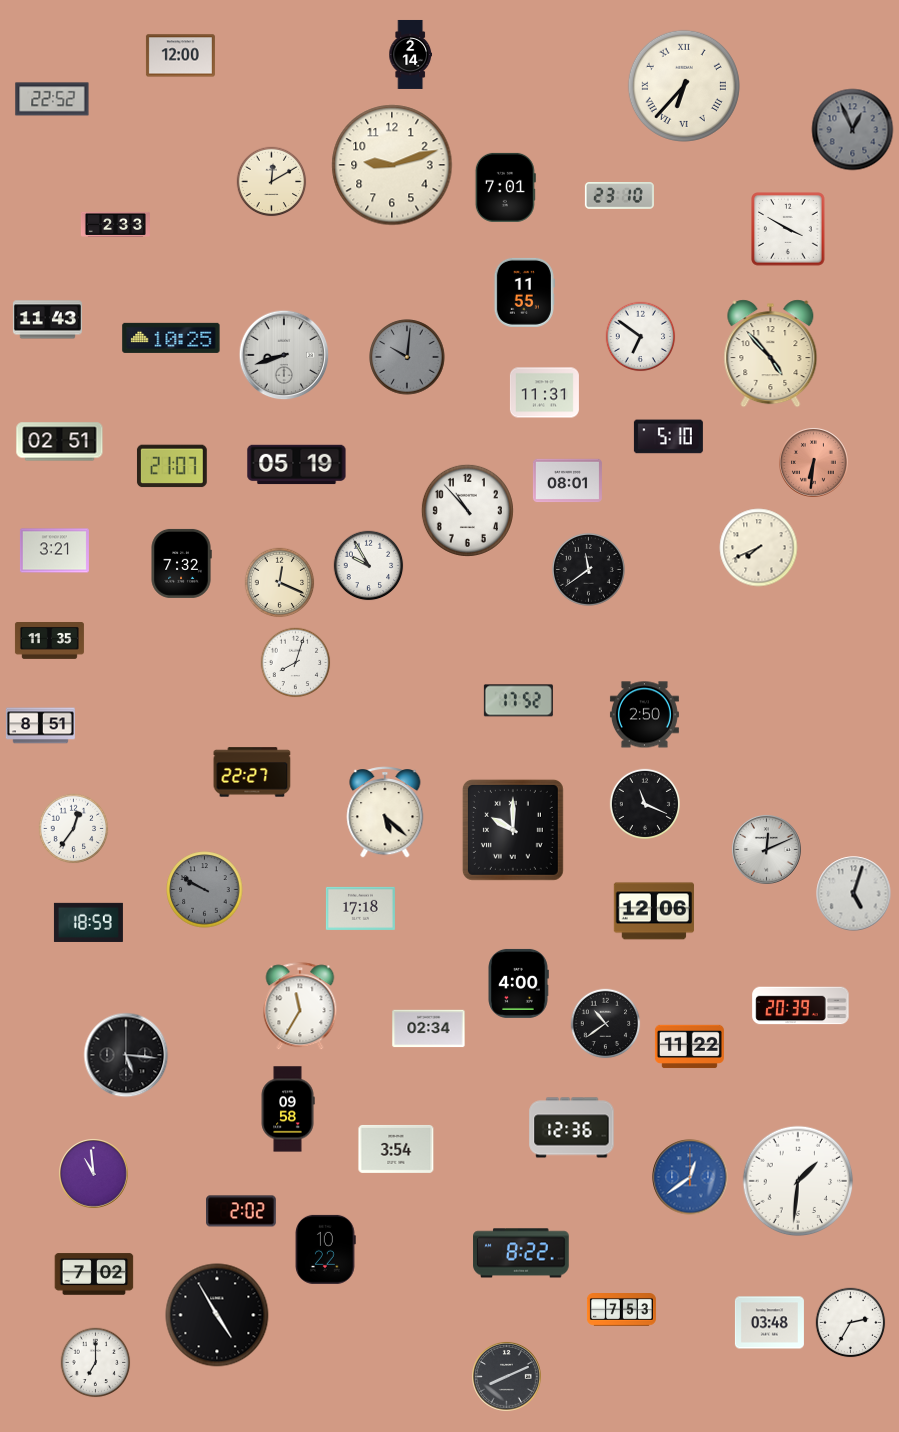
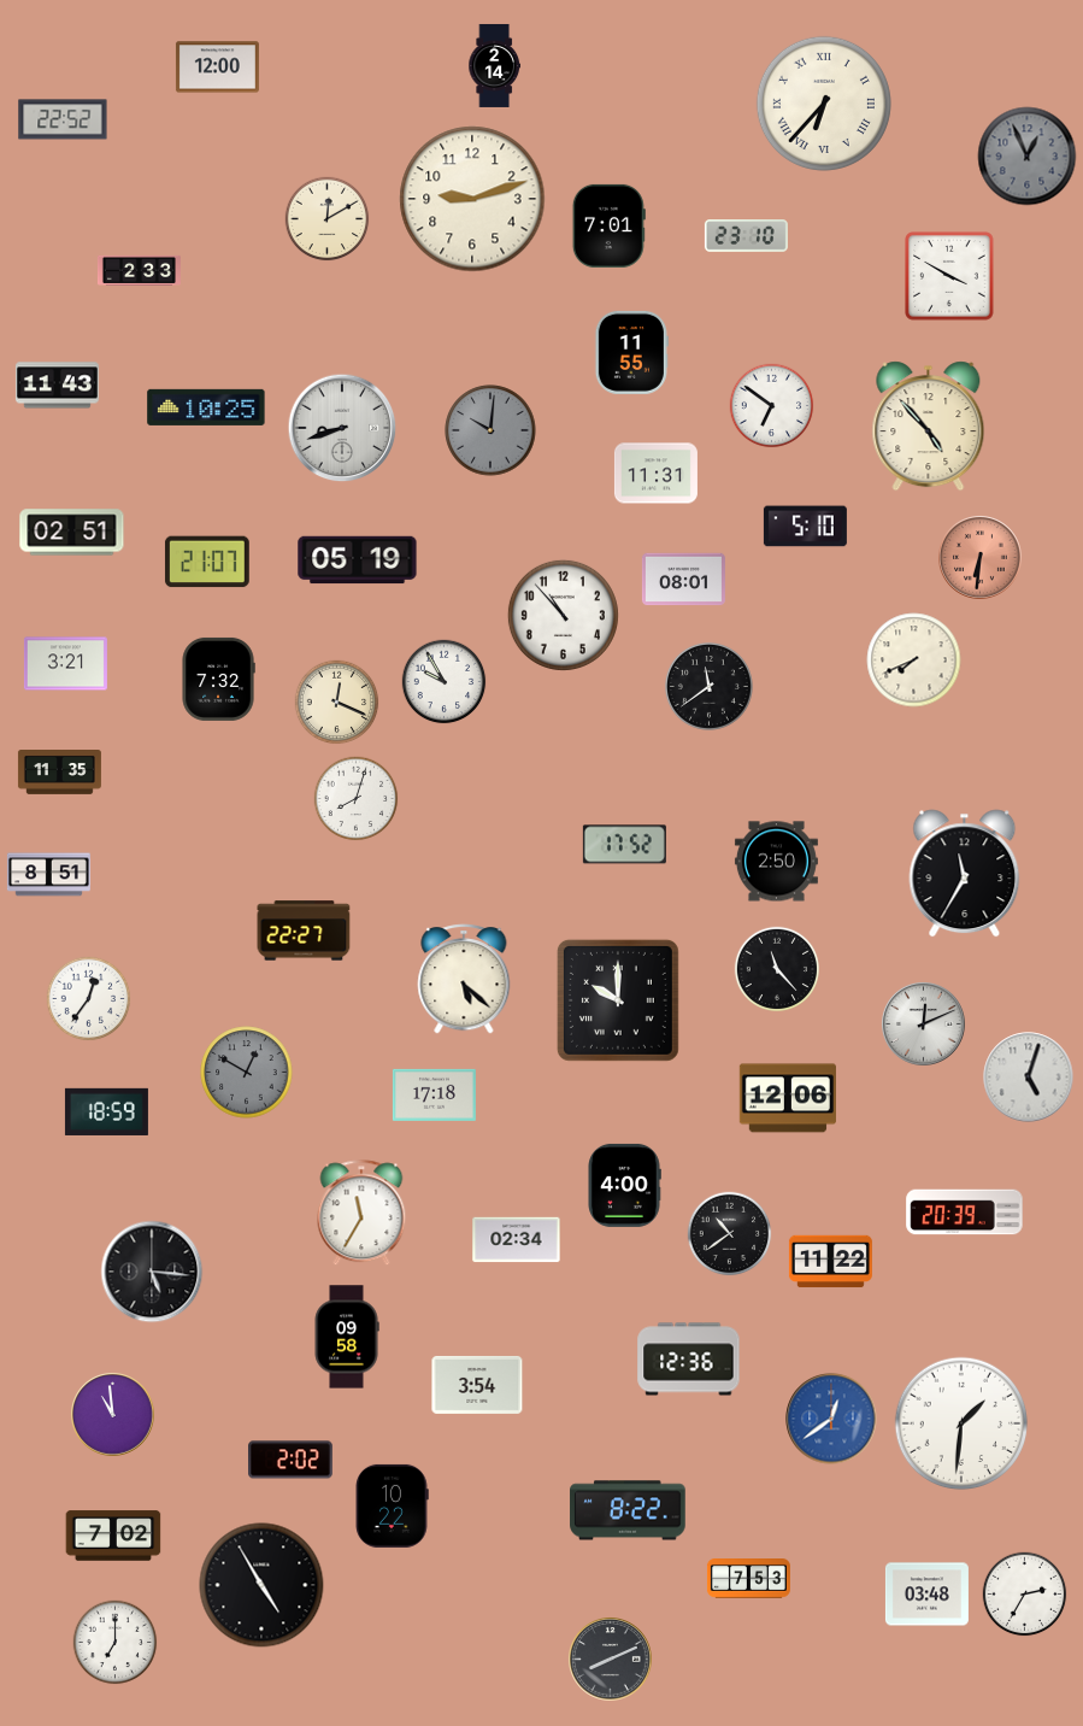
clock at (965, 874): none -> 11:35
clock at (644, 803): 11:19 -> 11:23
clock at (205, 890): 9:50 -> 12:50
